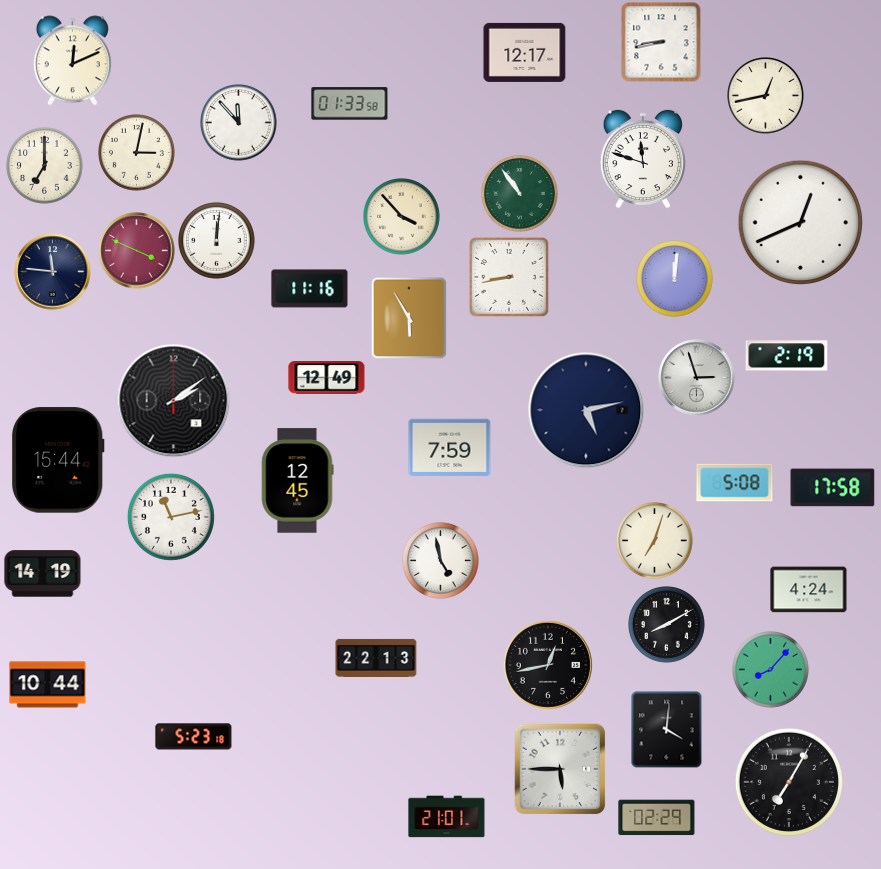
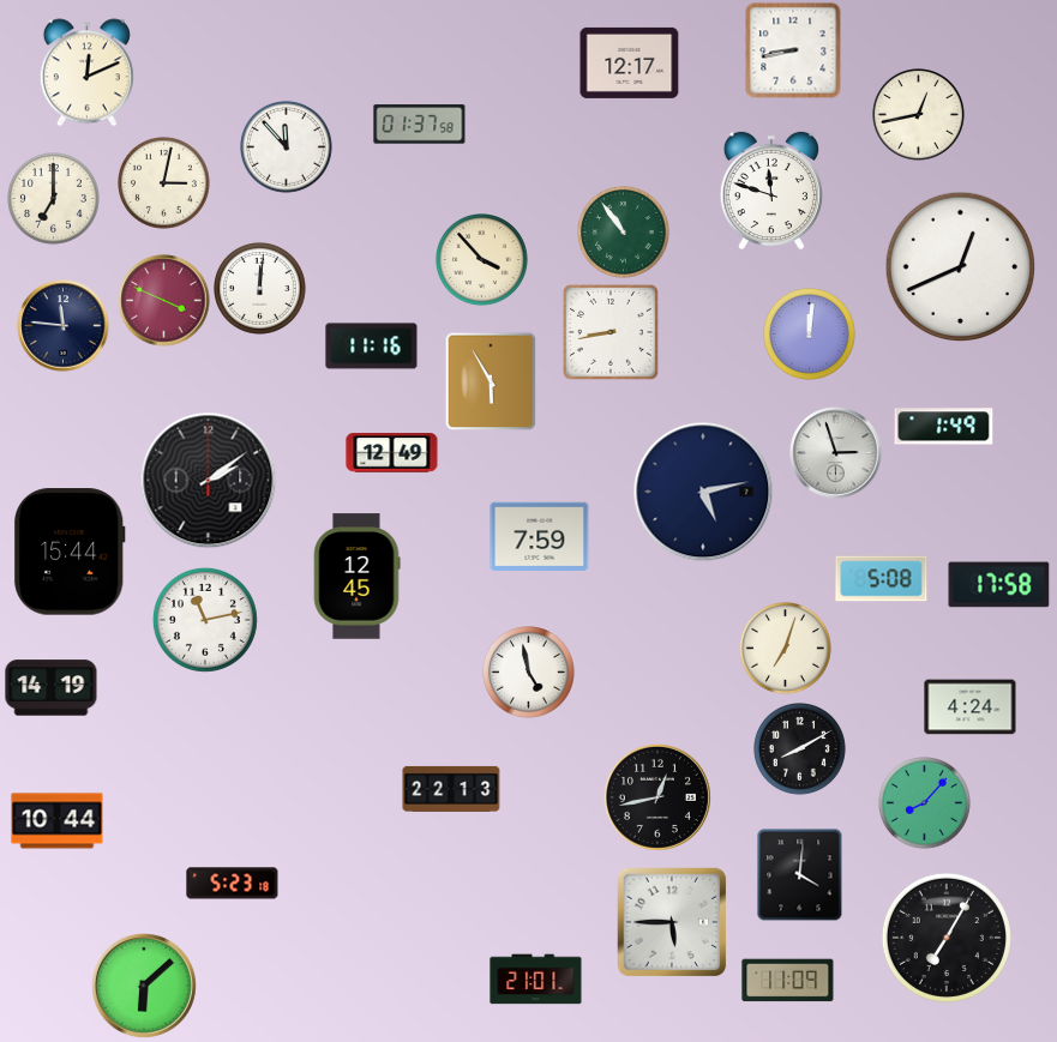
clock at (350, 104): 01:33 -> 01:37
clock at (787, 356): 2:19 -> 1:49
clock at (657, 818): 02:29 -> 11:09
clock at (144, 986): none -> 6:08
